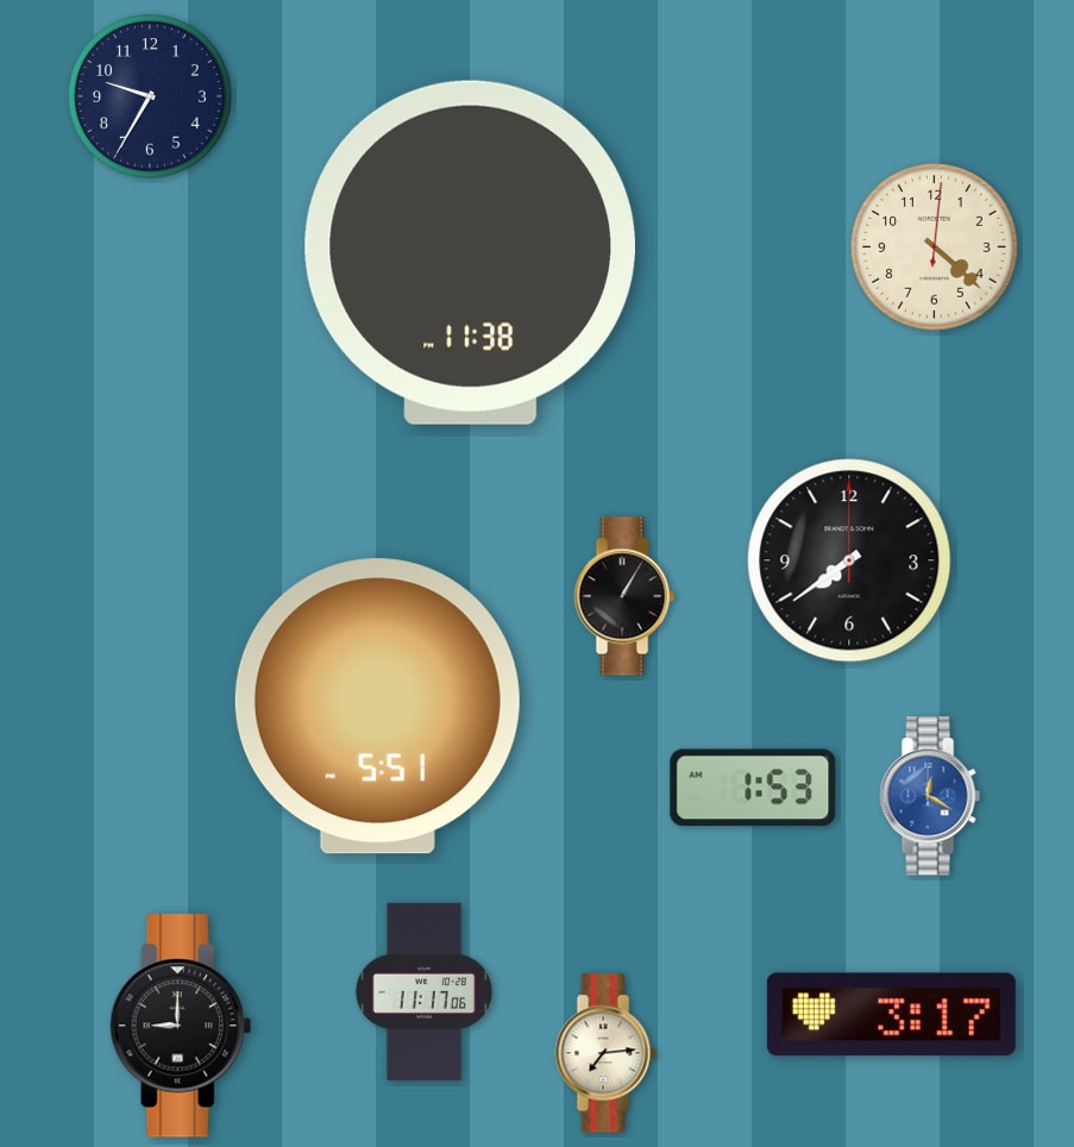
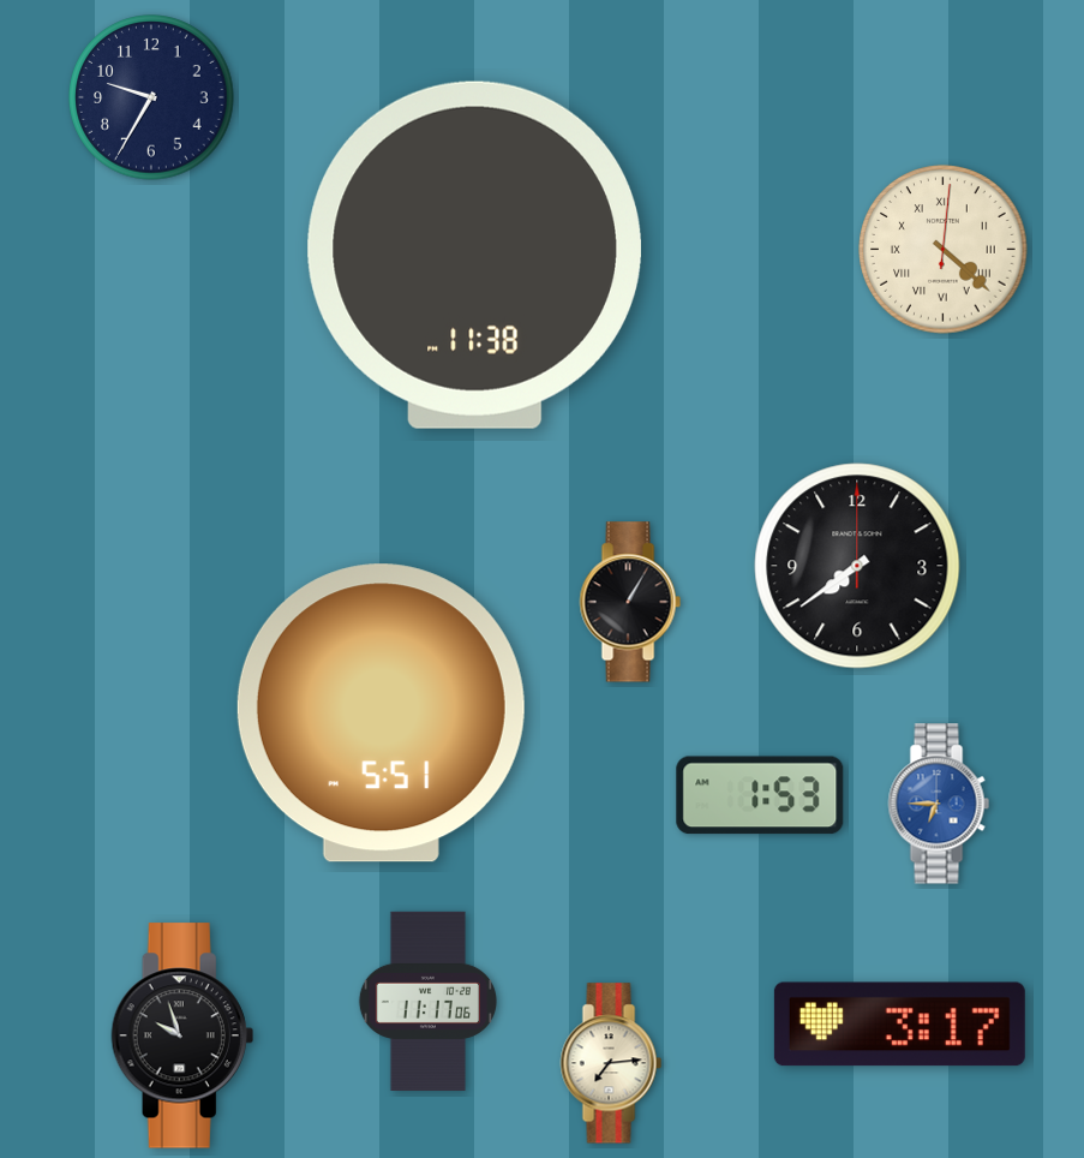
clock at (935, 247) numerals: Arabic -> Roman
clock at (930, 796): 12:20 -> 6:45
clock at (181, 1026): 9:00 -> 9:57
